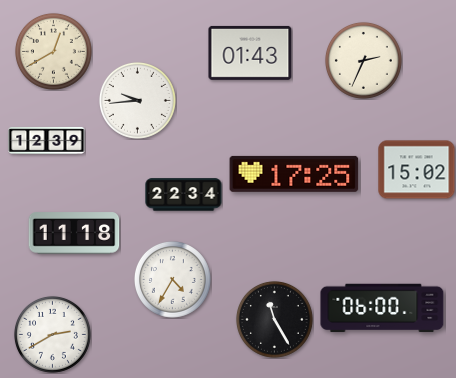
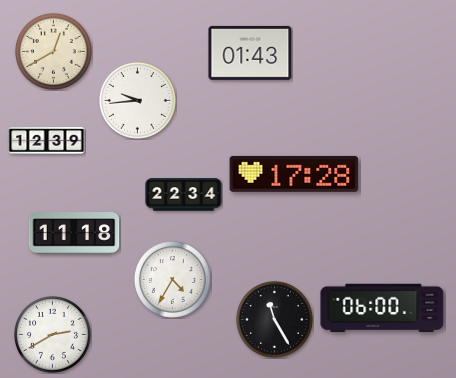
clock at (363, 60): 2:34 -> none
clock at (417, 170): 15:02 -> none
clock at (294, 174): 17:25 -> 17:28
